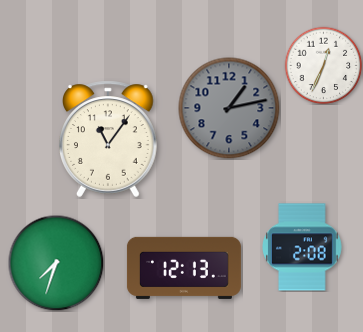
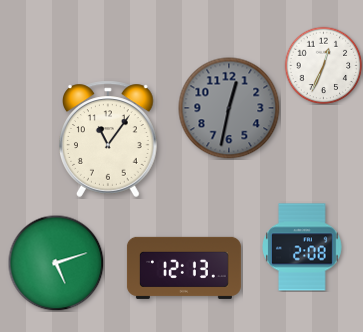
clock at (229, 108): 1:13 -> 12:32
clock at (56, 263): 7:33 -> 5:12
